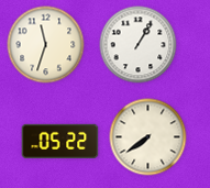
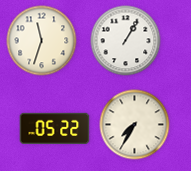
clock at (148, 137): 7:39 -> 7:35
